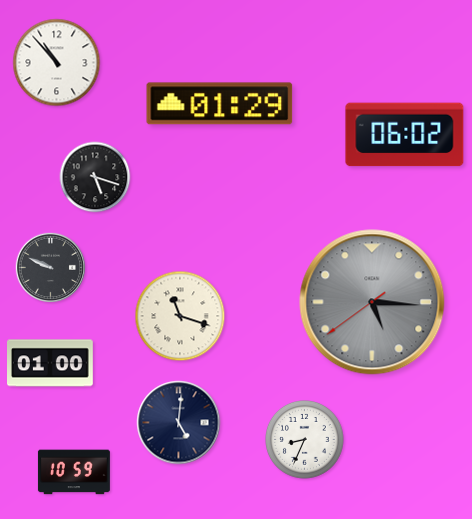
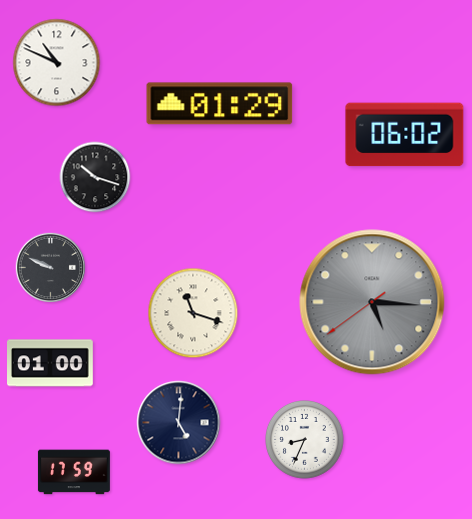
clock at (57, 63): 10:53 -> 10:49
clock at (95, 177): 5:18 -> 10:18
clock at (180, 316) position: (180, 316) -> (193, 313)
clock at (74, 472): 10:59 -> 17:59
